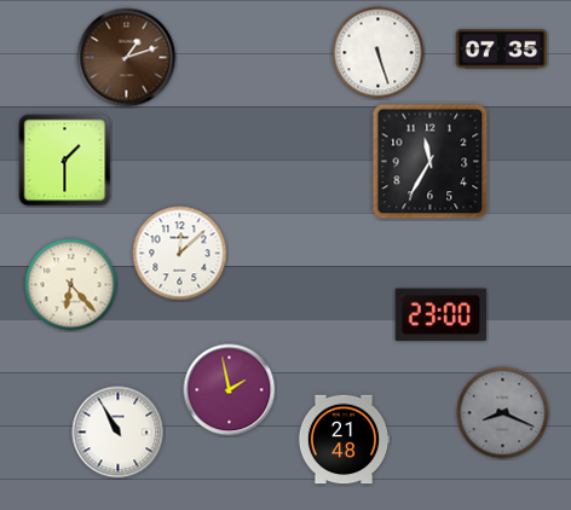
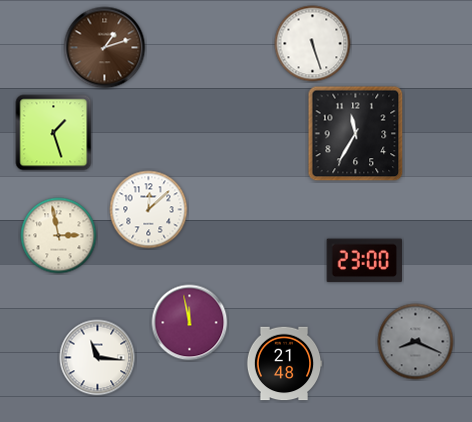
clock at (502, 50): 07:35 -> none
clock at (65, 161): 1:30 -> 1:27
clock at (71, 285): 6:23 -> 2:58
clock at (230, 390): 1:58 -> 11:58
clock at (119, 433): 10:55 -> 11:16
